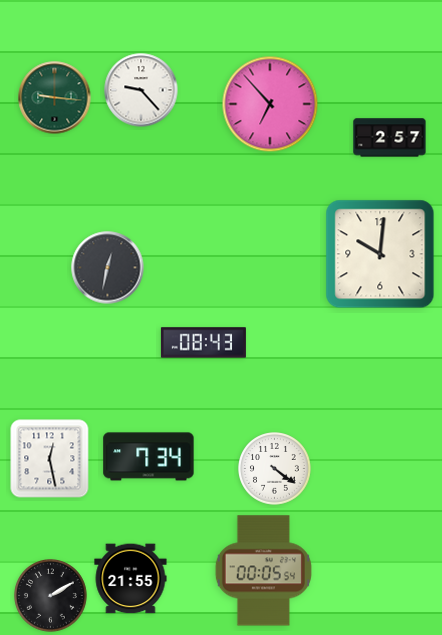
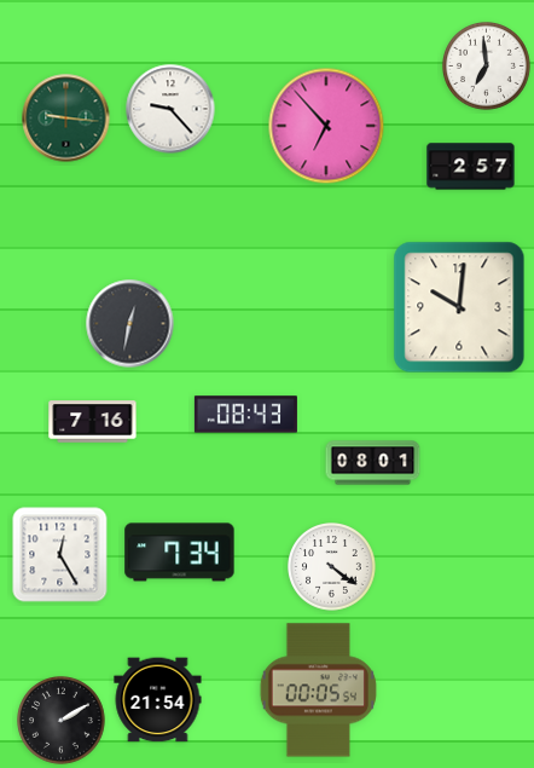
clock at (487, 67): none -> 6:59
clock at (93, 422): none -> 7:16
clock at (373, 463): none -> 08:01
clock at (50, 459): 12:28 -> 12:25
clock at (131, 579): 21:55 -> 21:54
